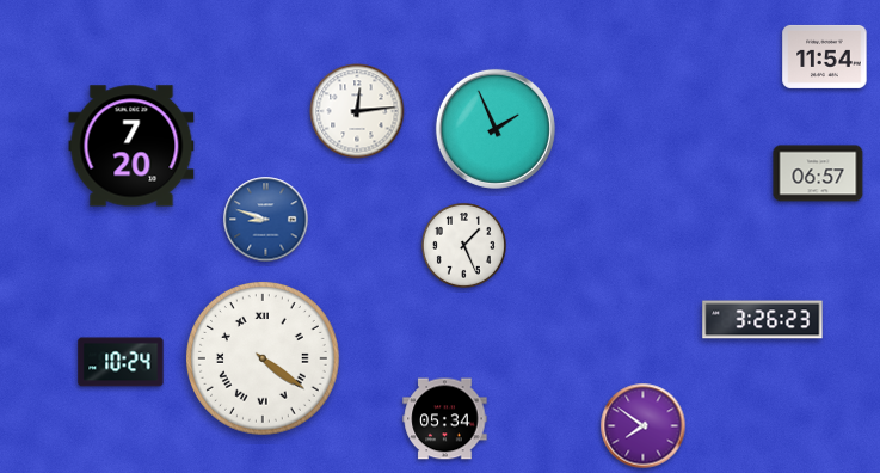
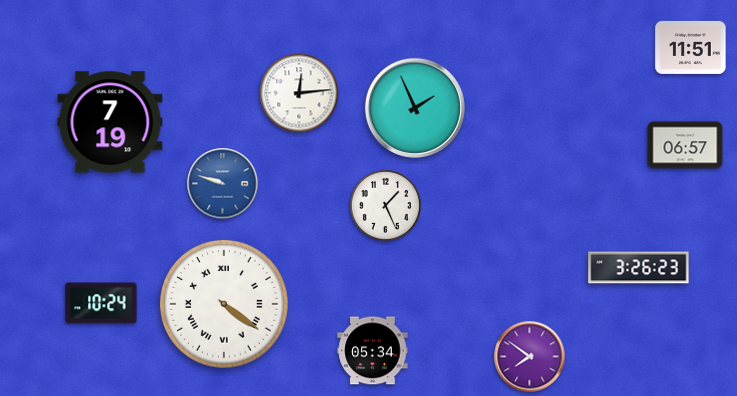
clock at (825, 56): 11:54 -> 11:51
clock at (131, 146): 7:20 -> 7:19
clock at (266, 220): 8:48 -> 9:48
clock at (463, 245) position: (463, 245) -> (385, 205)
clock at (263, 358) position: (263, 358) -> (224, 304)
clock at (644, 426) position: (644, 426) -> (530, 357)
